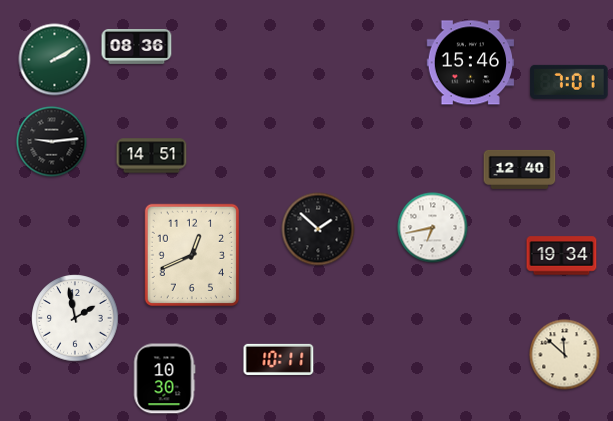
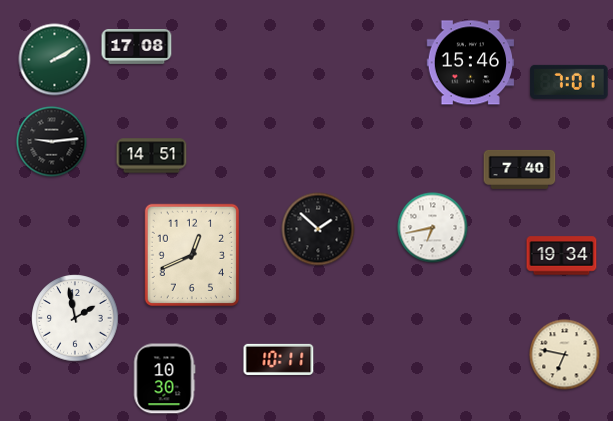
clock at (137, 47): 08:36 -> 17:08
clock at (520, 169): 12:40 -> 7:40
clock at (565, 355): 11:52 -> 6:47
